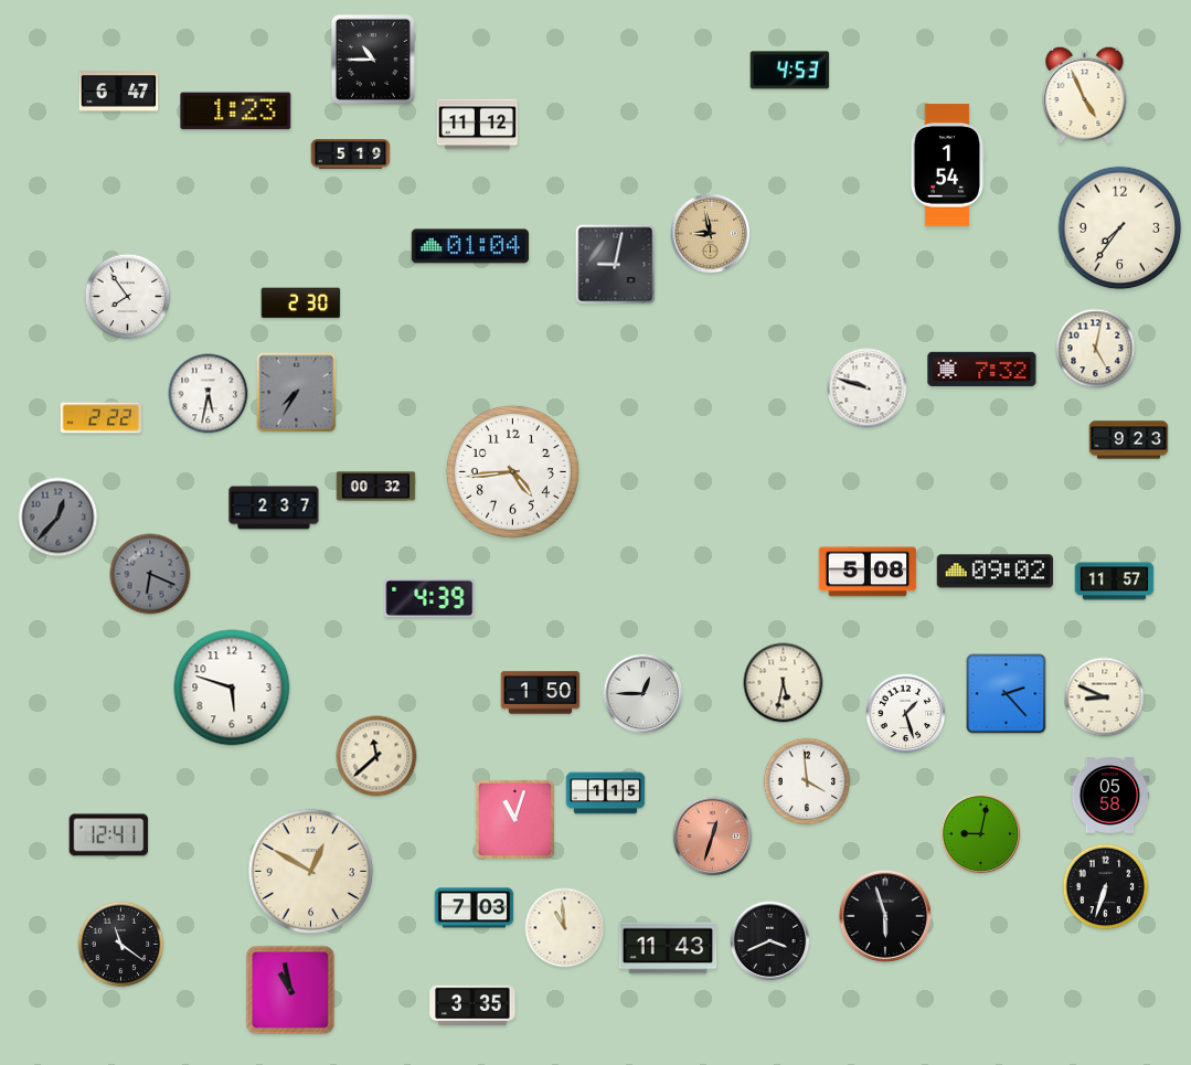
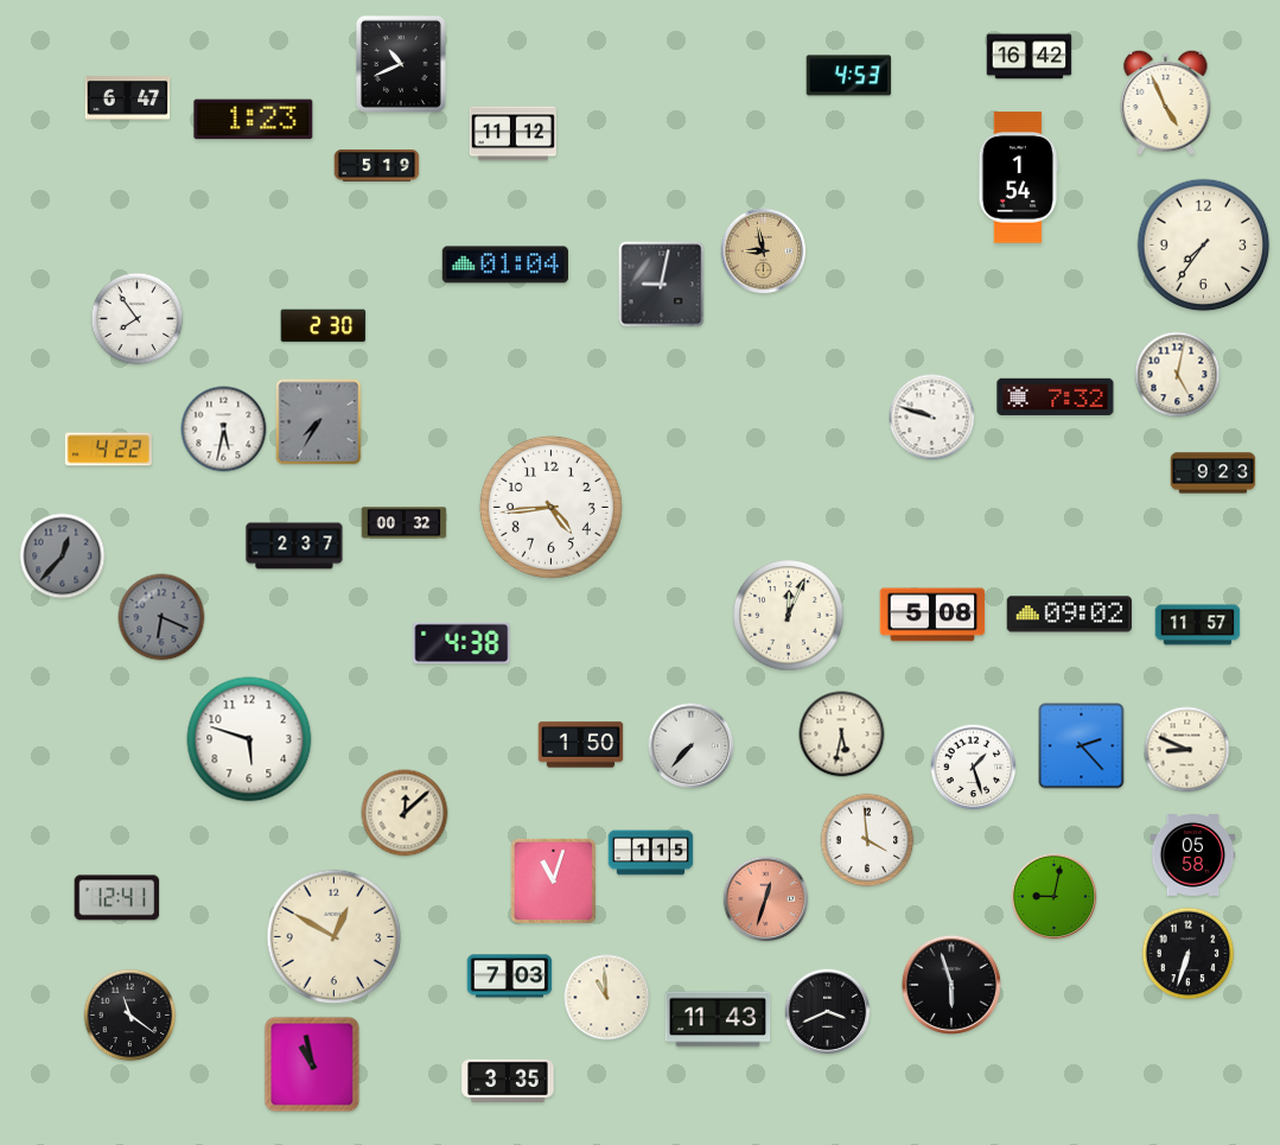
clock at (1030, 57): none -> 16:42
clock at (373, 60): 10:45 -> 10:41
clock at (209, 394) position: (209, 394) -> (224, 430)
clock at (100, 418): 2:22 -> 4:22
clock at (789, 616): none -> 12:04
clock at (429, 598): 4:39 -> 4:38
clock at (644, 694): 12:45 -> 7:37
clock at (376, 756): 11:38 -> 12:08
